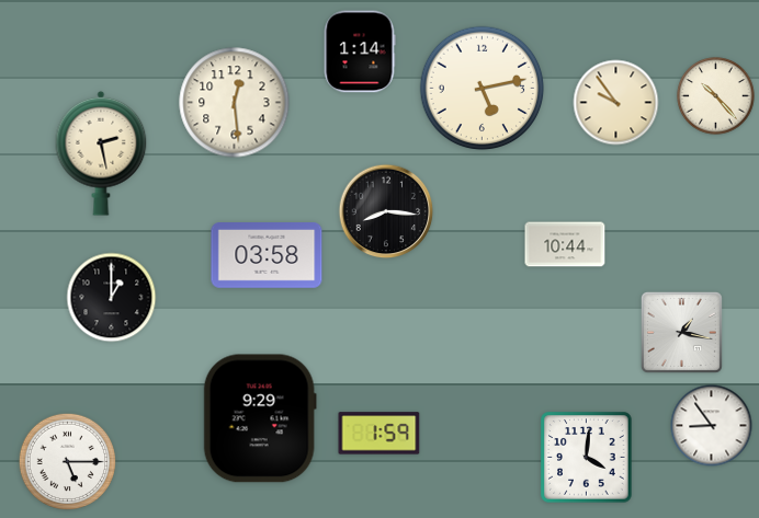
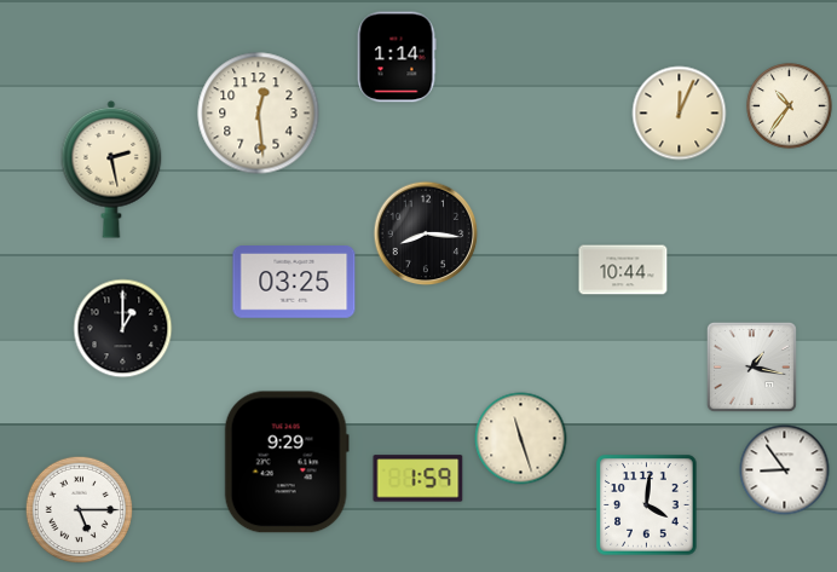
clock at (483, 89): 5:13 -> none
clock at (716, 96): 10:23 -> 10:36
clock at (616, 103): 9:54 -> 12:04
clock at (267, 256): 03:58 -> 03:25
clock at (521, 439): none -> 11:27
clock at (68, 462) position: (68, 462) -> (80, 510)
